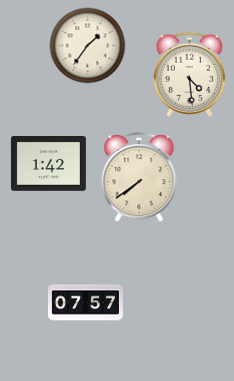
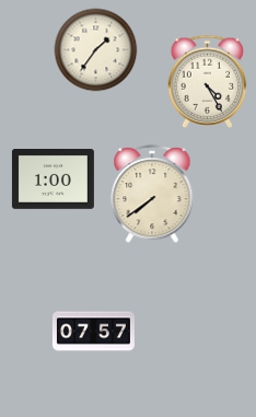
clock at (190, 74): 4:29 -> 4:25
clock at (48, 164): 1:42 -> 1:00
